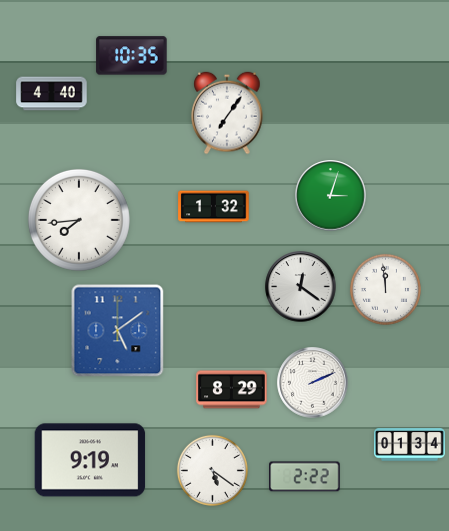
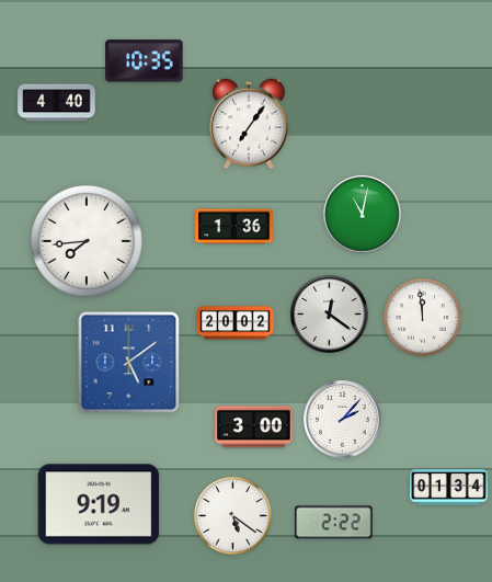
clock at (331, 196): 3:03 -> 11:02
clock at (214, 207): 1:32 -> 1:36
clock at (236, 323): none -> 20:02
clock at (313, 383): 2:11 -> 2:07
clock at (232, 390): 8:29 -> 3:00
